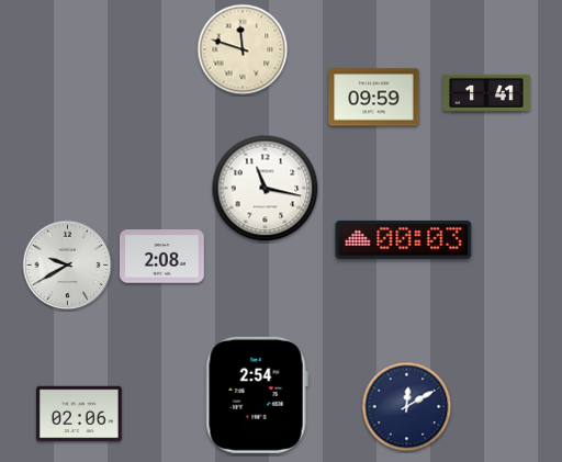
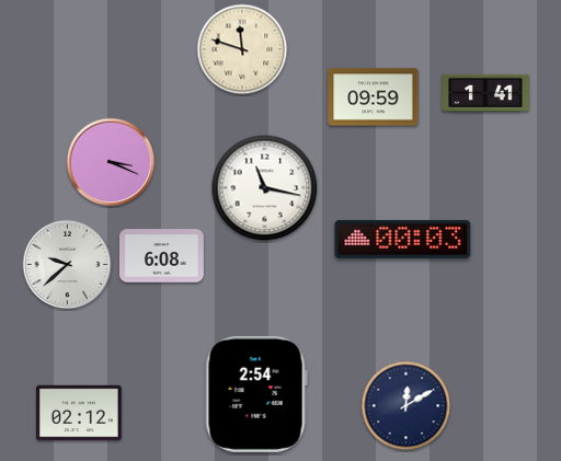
clock at (111, 162): none -> 3:19
clock at (161, 257): 2:08 -> 6:08
clock at (68, 266): 9:40 -> 9:38
clock at (80, 414): 02:06 -> 02:12
